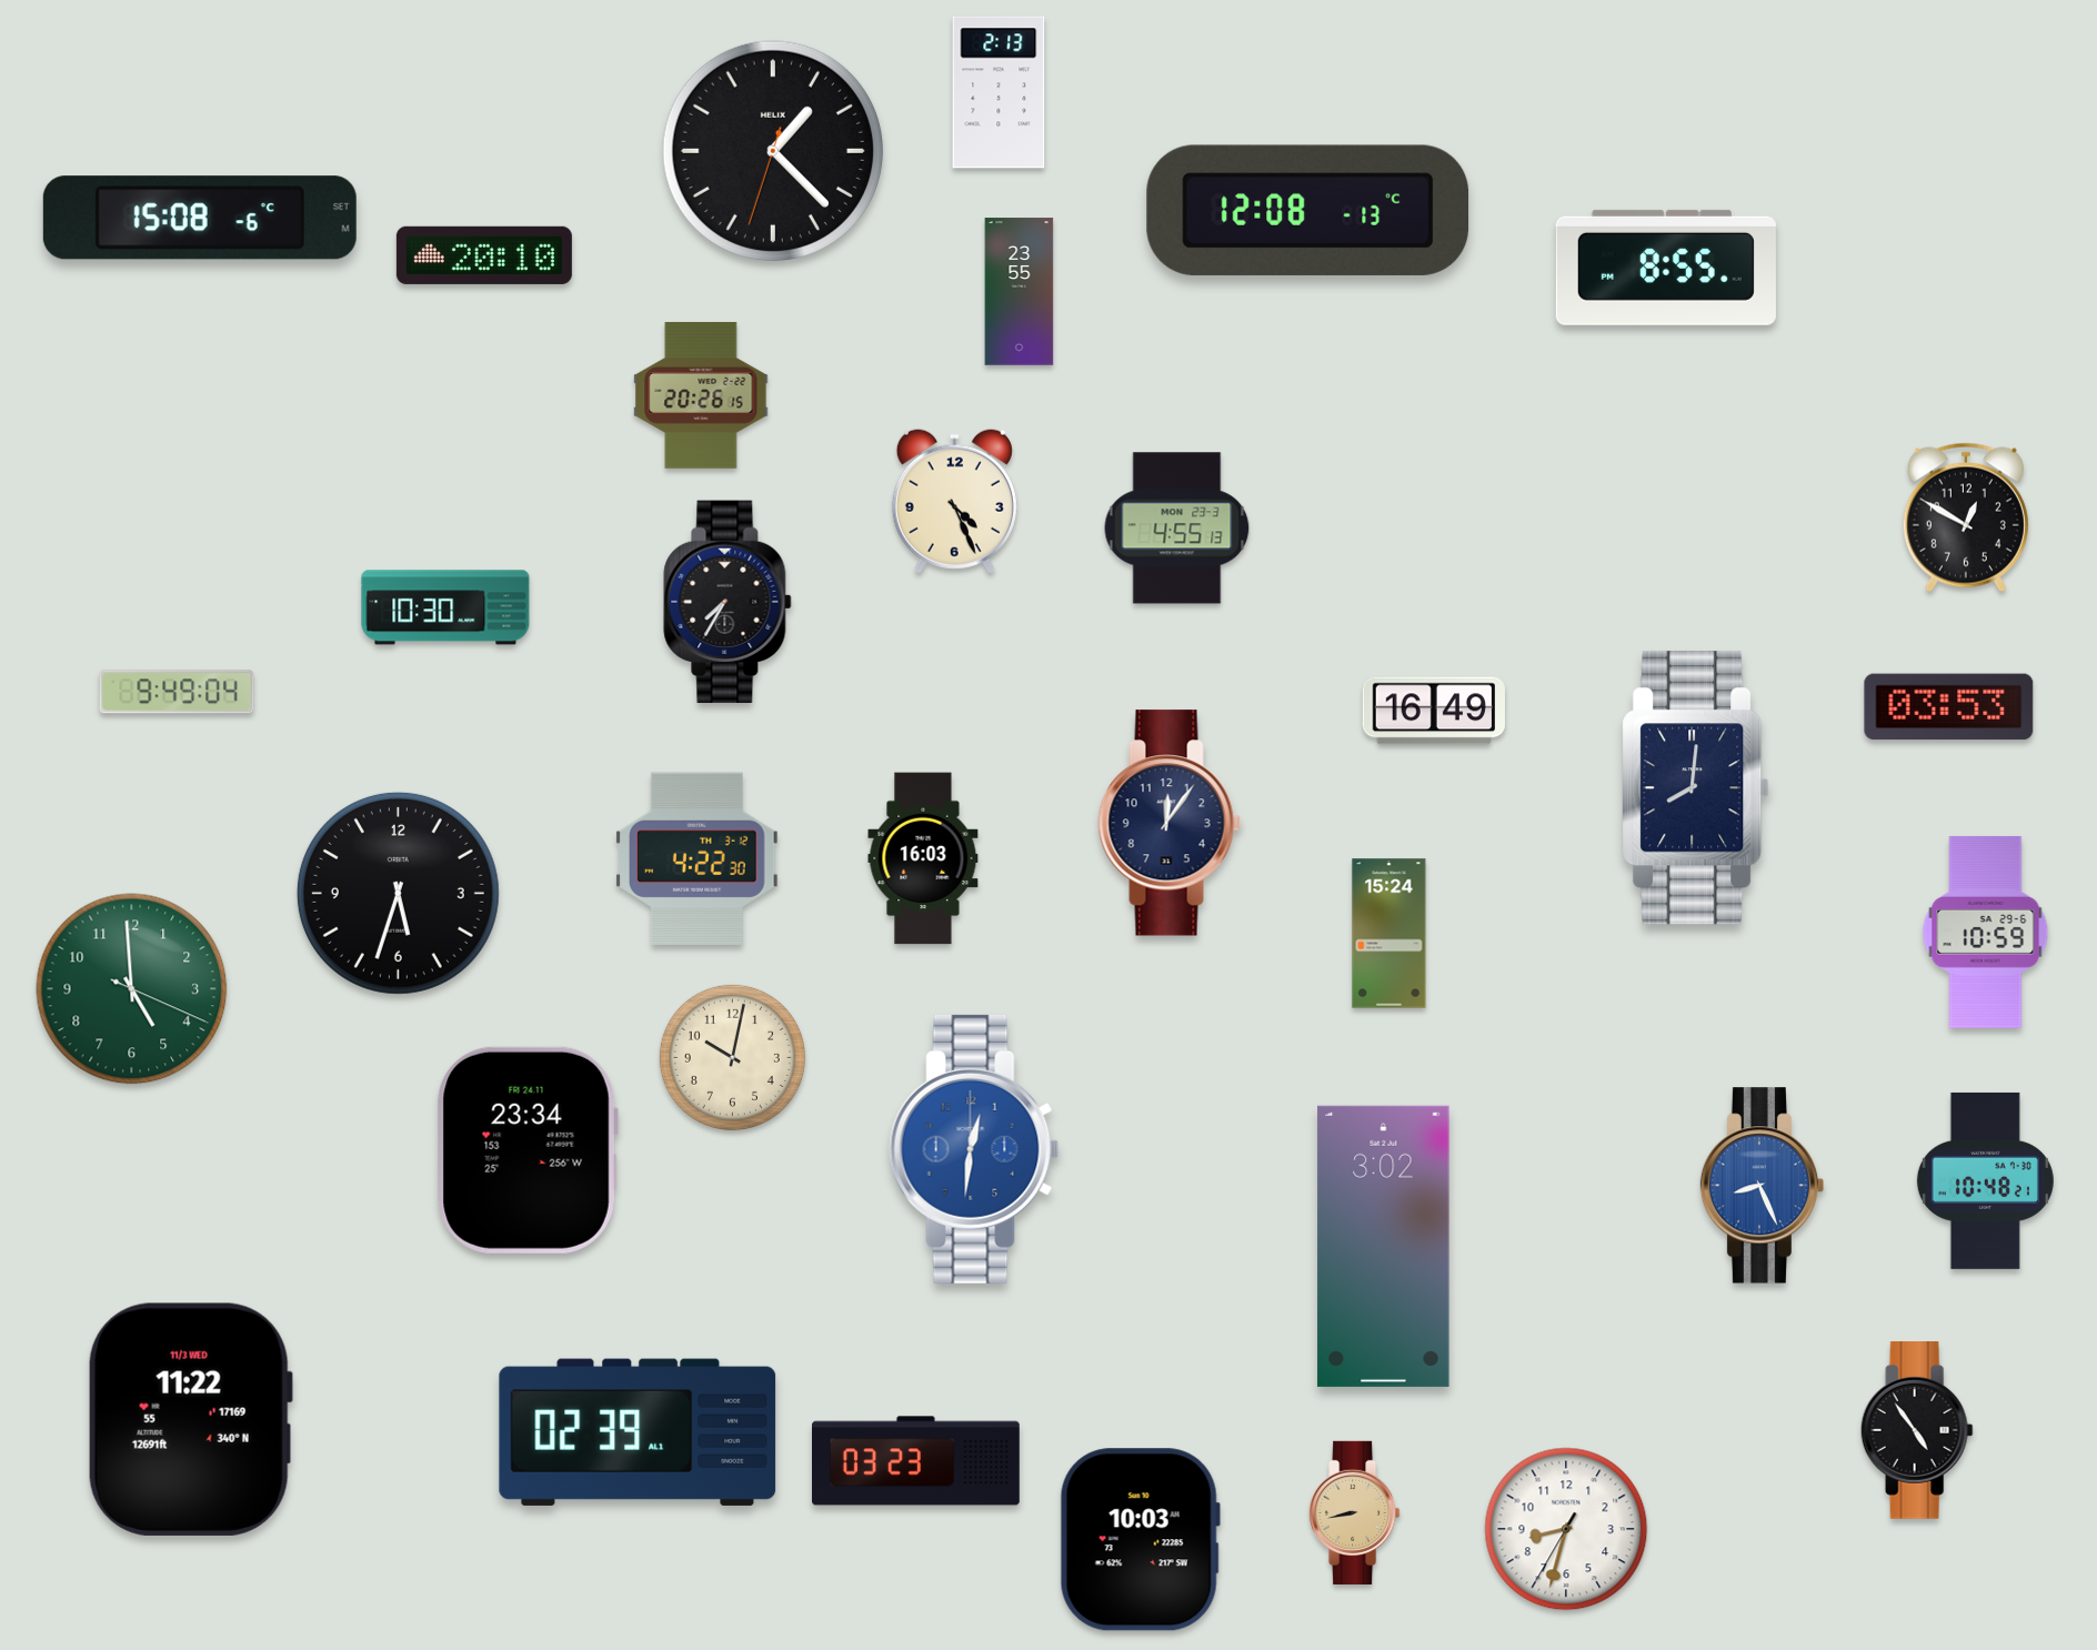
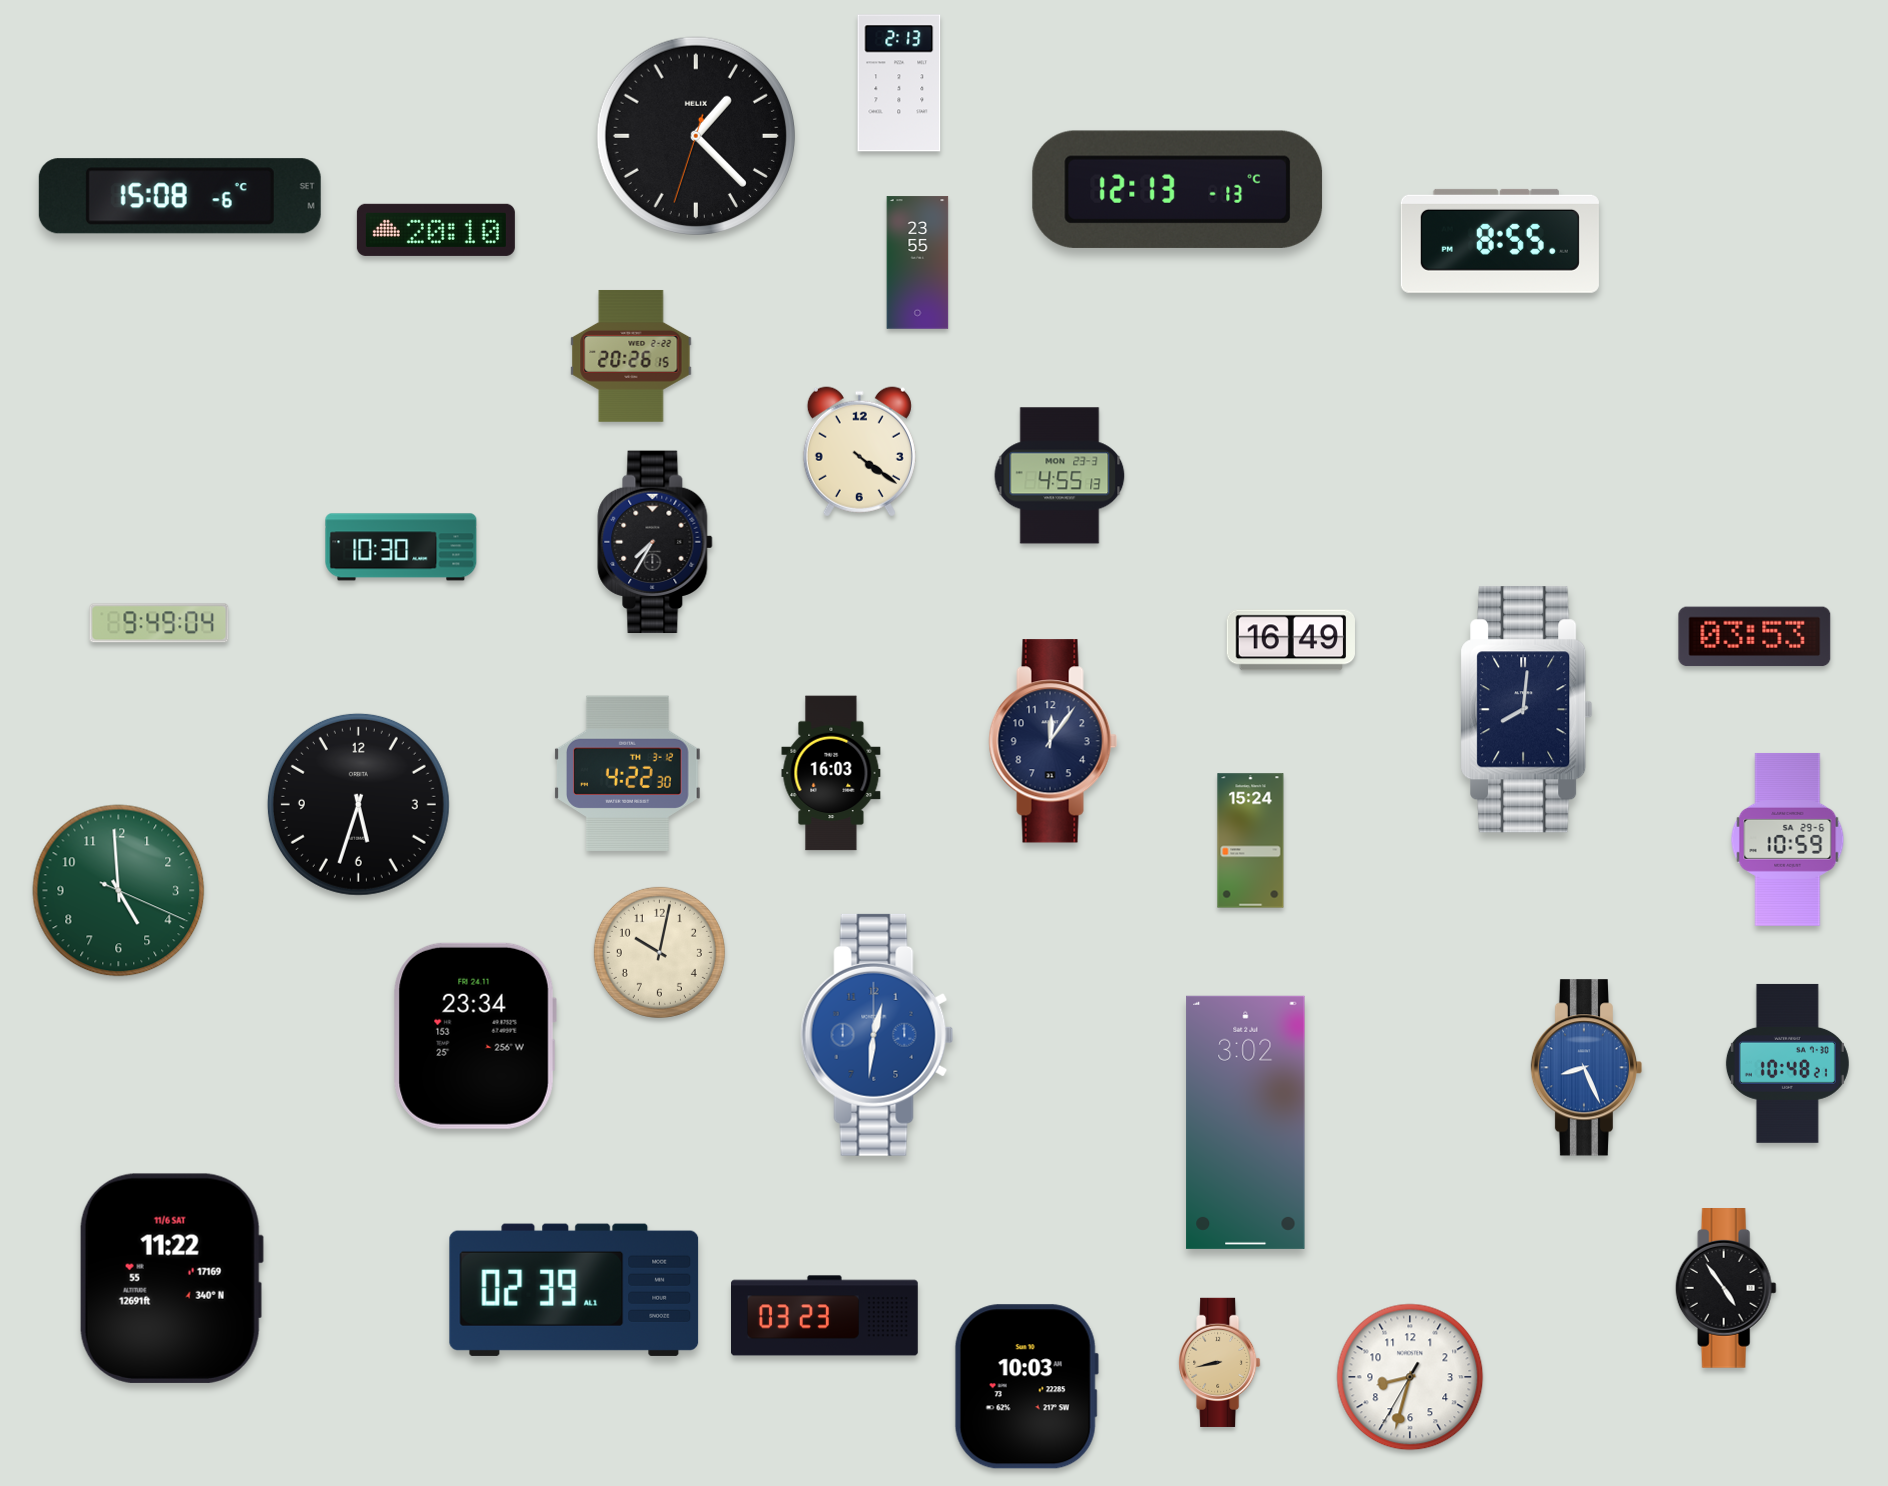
clock at (1308, 210): 12:08 -> 12:13
clock at (954, 502): 4:26 -> 4:21
clock at (1966, 517): 12:50 -> none
clock at (190, 1419) date: 11/3 WED -> 11/6 SAT
